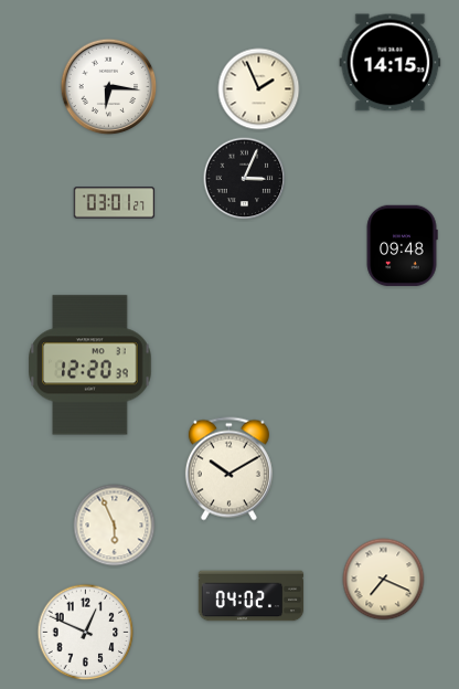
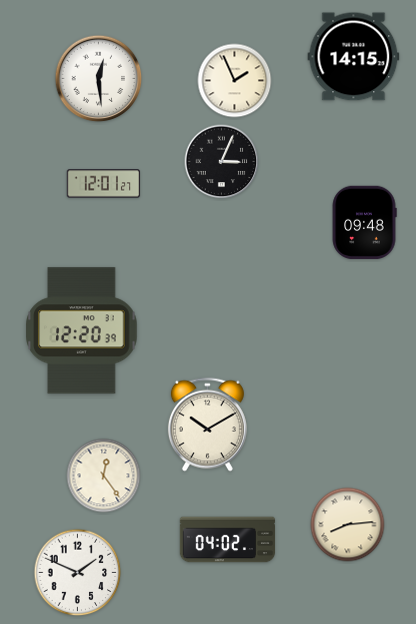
clock at (109, 87): 6:16 -> 12:29
clock at (115, 203): 03:01 -> 12:01
clock at (115, 526): 5:56 -> 12:24
clock at (384, 580): 7:19 -> 8:14
clock at (86, 633): 12:49 -> 1:49
